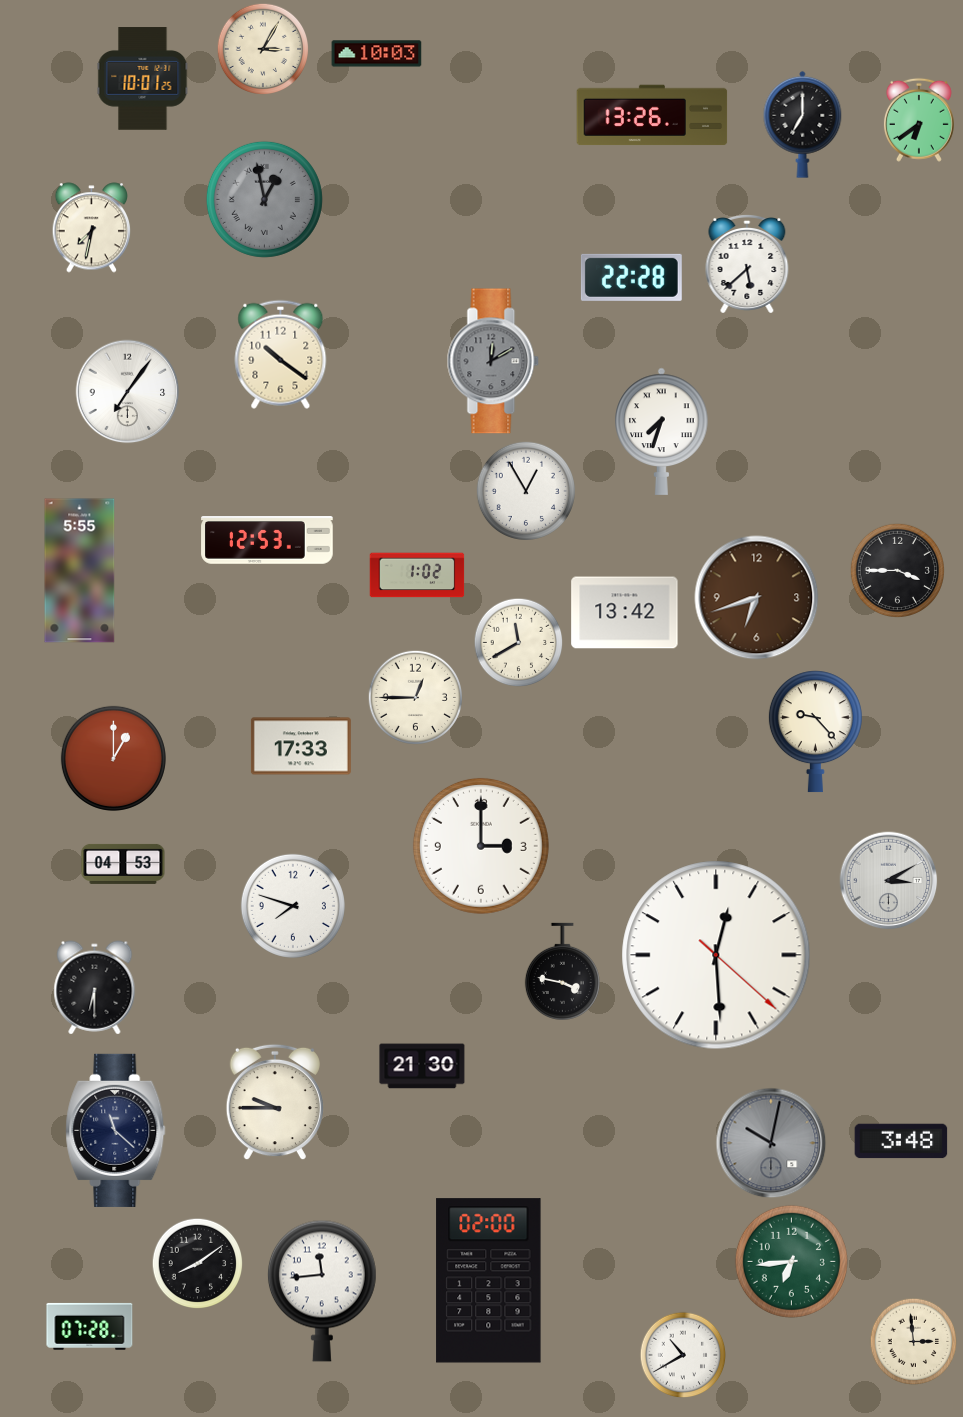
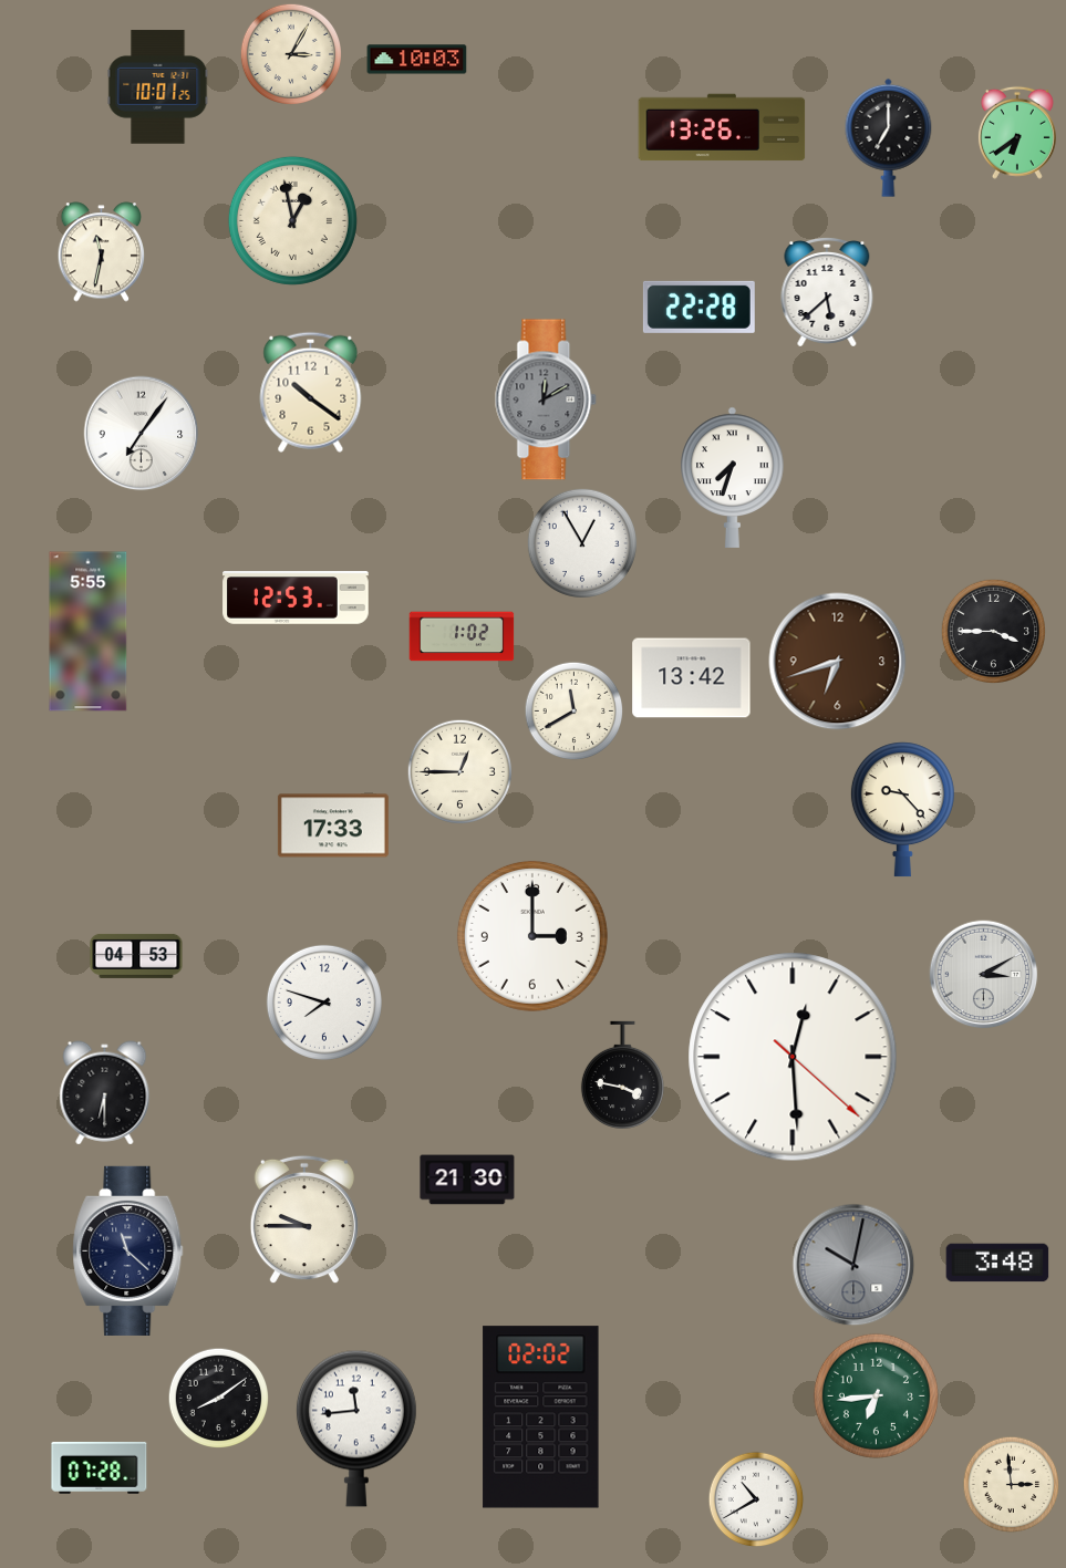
clock at (264, 199) dial: grey -> cream
clock at (92, 228): 7:32 -> 11:32
clock at (113, 758): 1:00 -> none
clock at (489, 1281): 02:00 -> 02:02
